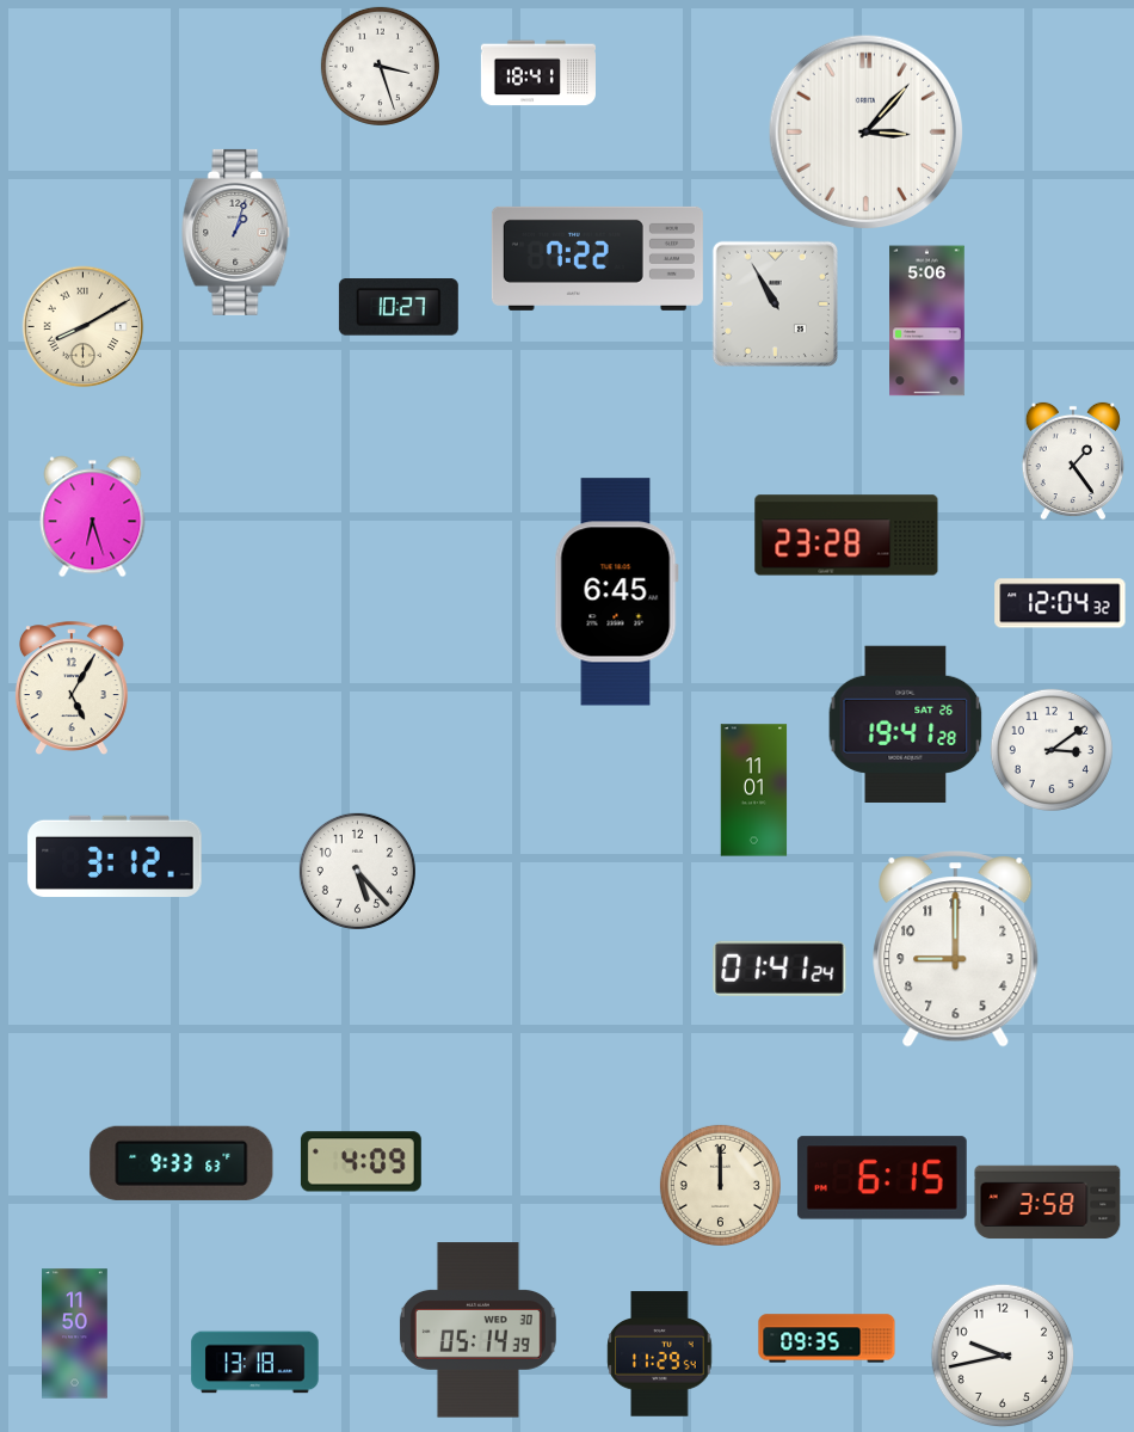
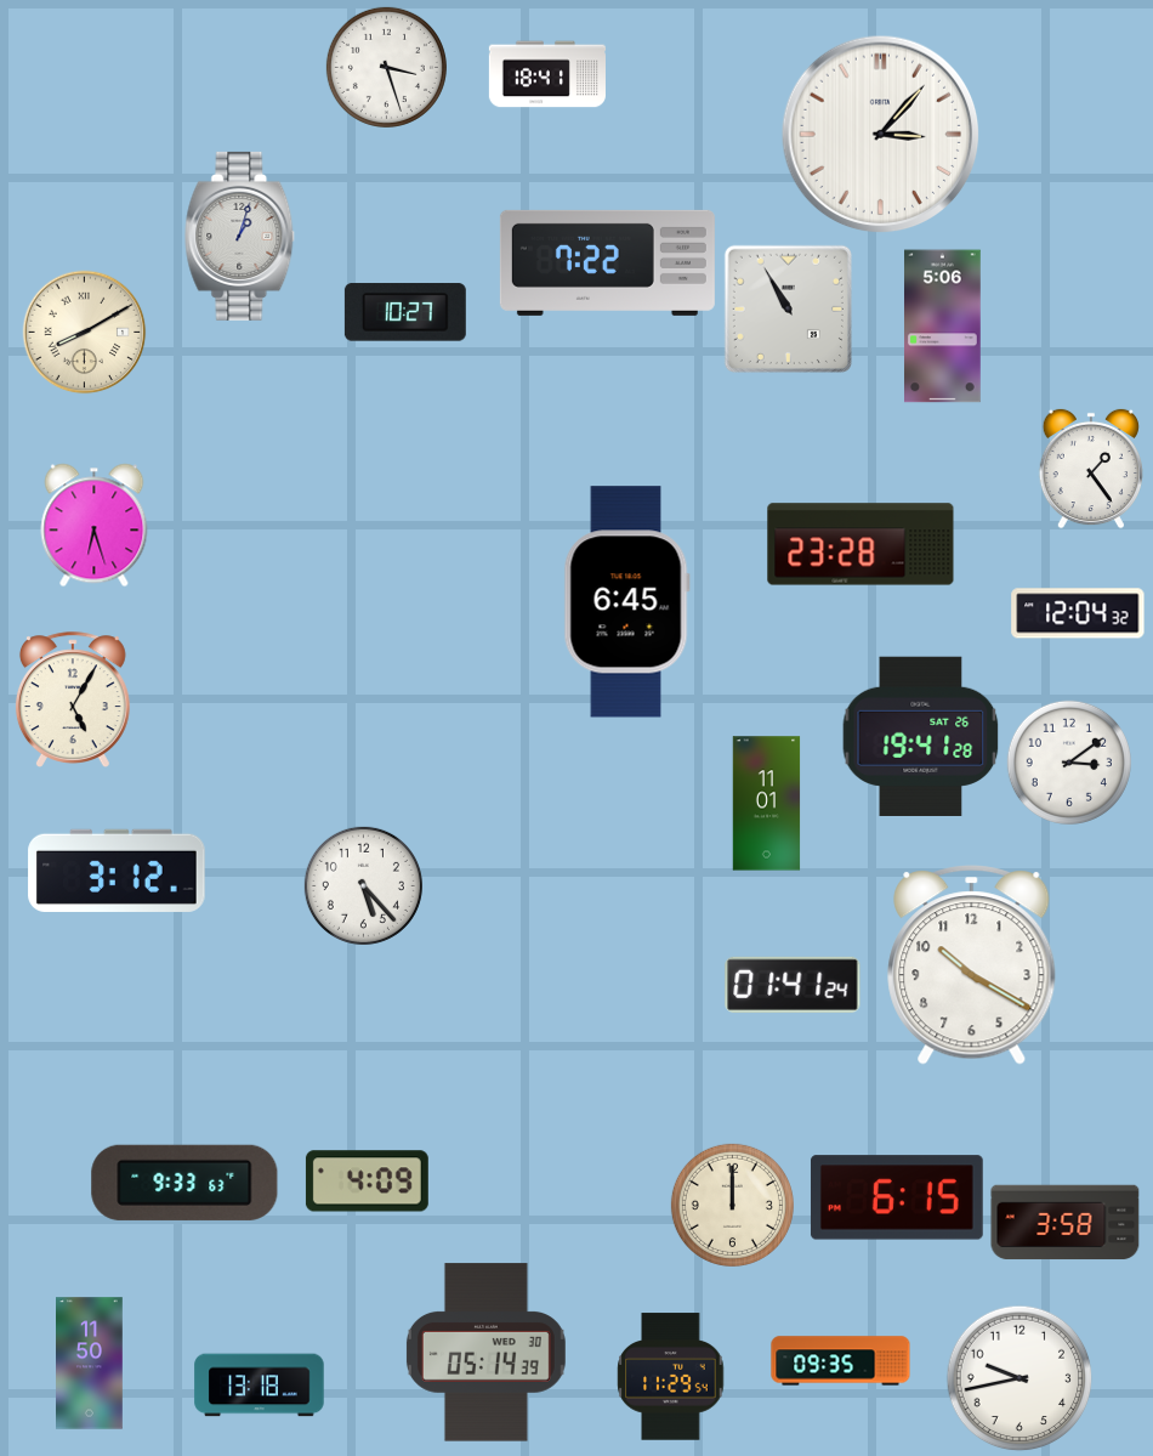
clock at (956, 949): 9:00 -> 10:20
clock at (75, 1334) position: (75, 1334) -> (90, 1364)
